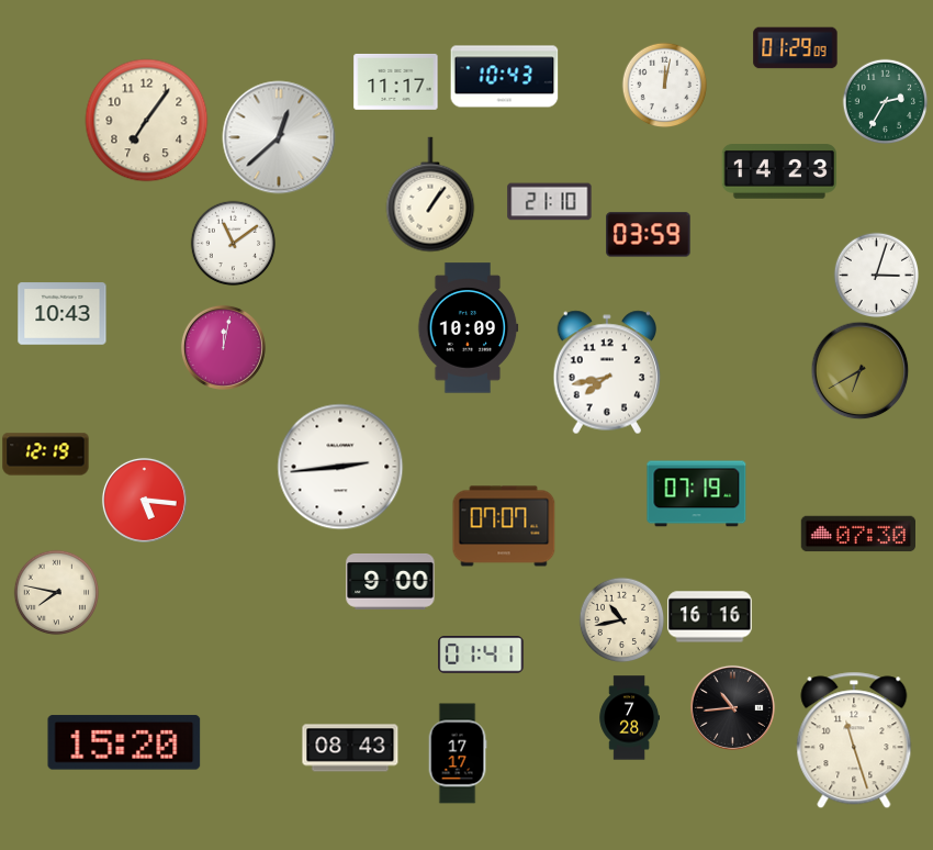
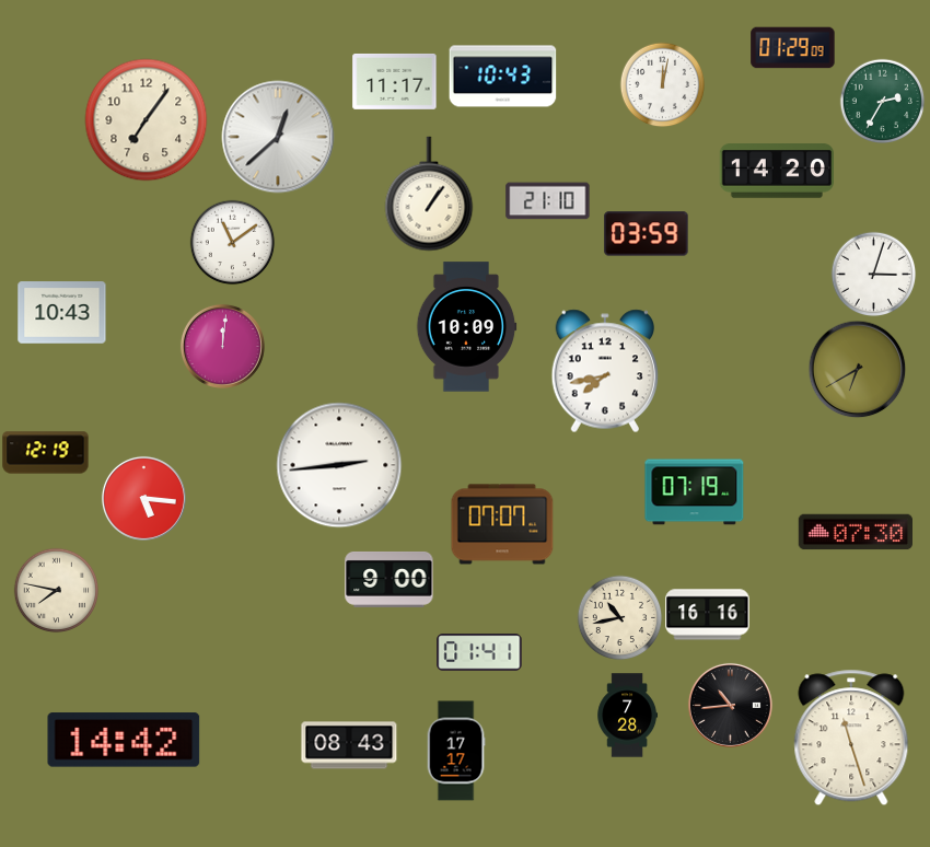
clock at (778, 171): 14:23 -> 14:20
clock at (223, 347): 12:02 -> 12:01
clock at (124, 742): 15:20 -> 14:42
